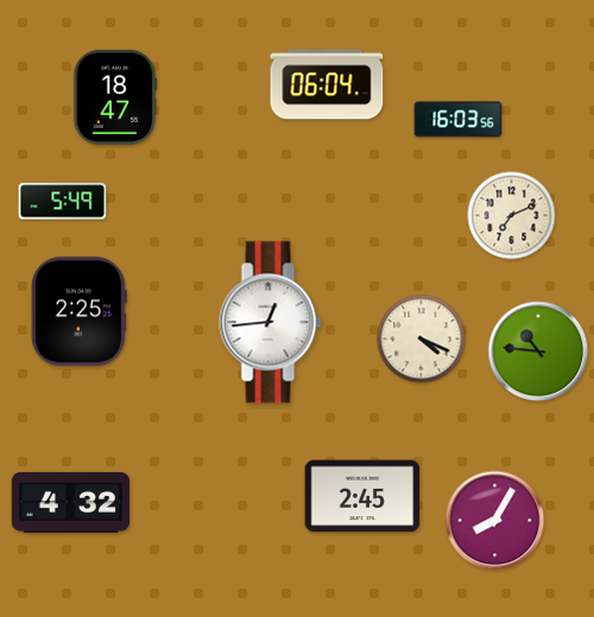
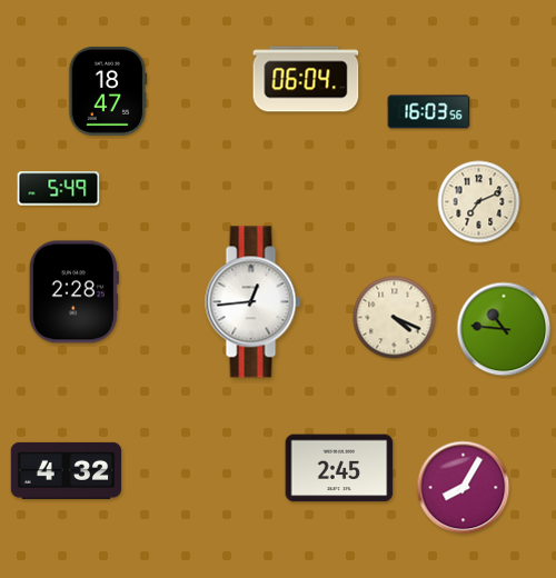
clock at (78, 312): 2:25 -> 2:28
clock at (362, 496) position: (362, 496) -> (339, 468)
